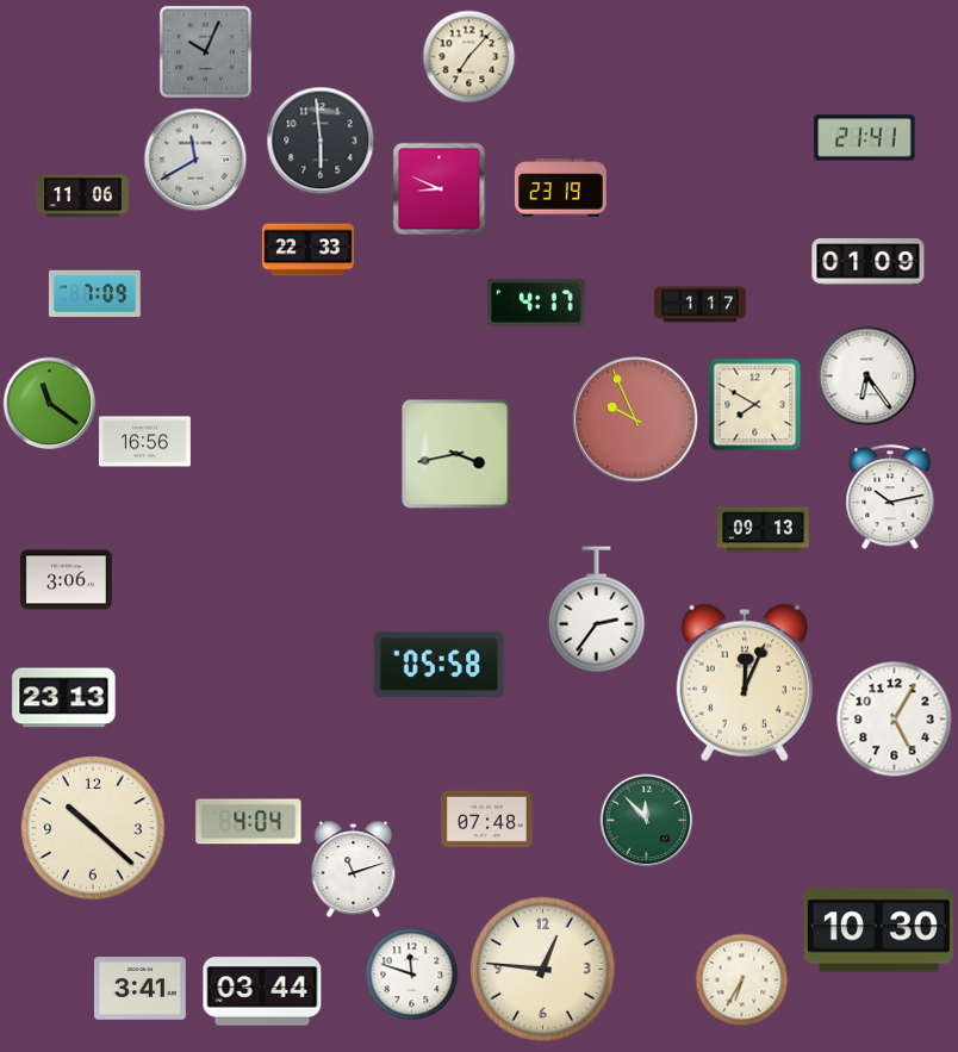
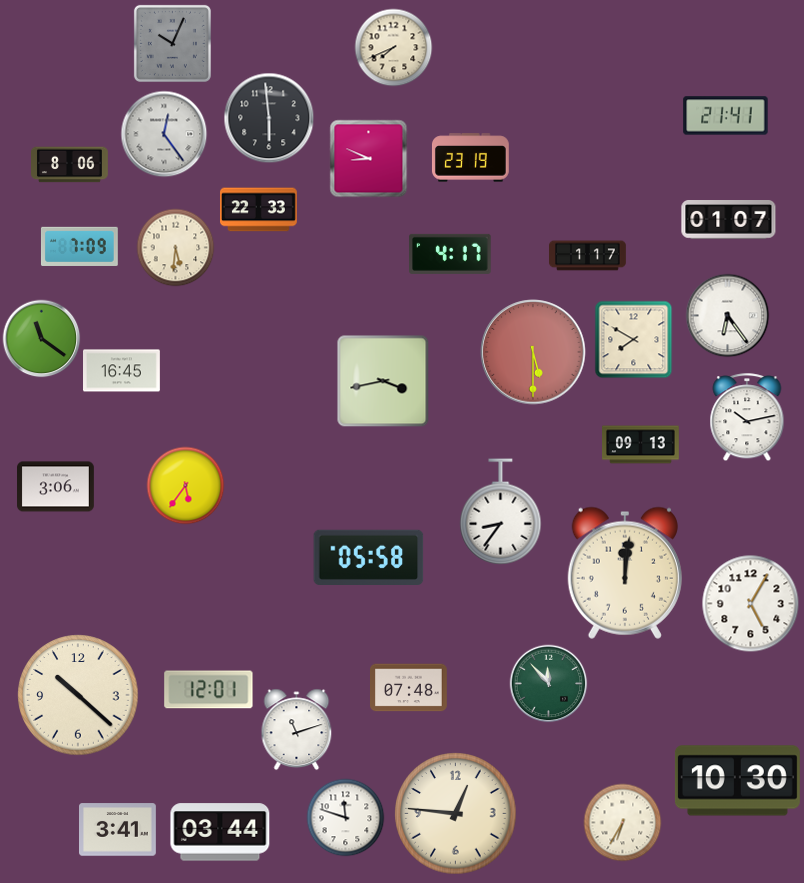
clock at (468, 56): 7:07 -> 7:41
clock at (195, 160): 11:40 -> 12:24
clock at (83, 197): 11:06 -> 8:06
clock at (869, 262): 01:09 -> 01:07
clock at (175, 247): none -> 5:31
clock at (635, 419): 9:56 -> 5:30
clock at (145, 442): 16:56 -> 16:45
clock at (185, 485): none -> 5:36
clock at (597, 610): 2:36 -> 8:36
clock at (745, 683): 12:04 -> 12:01
clock at (64, 698): 23:13 -> none
clock at (646, 820) position: (646, 820) -> (548, 683)
clock at (249, 822): 4:04 -> 12:01
